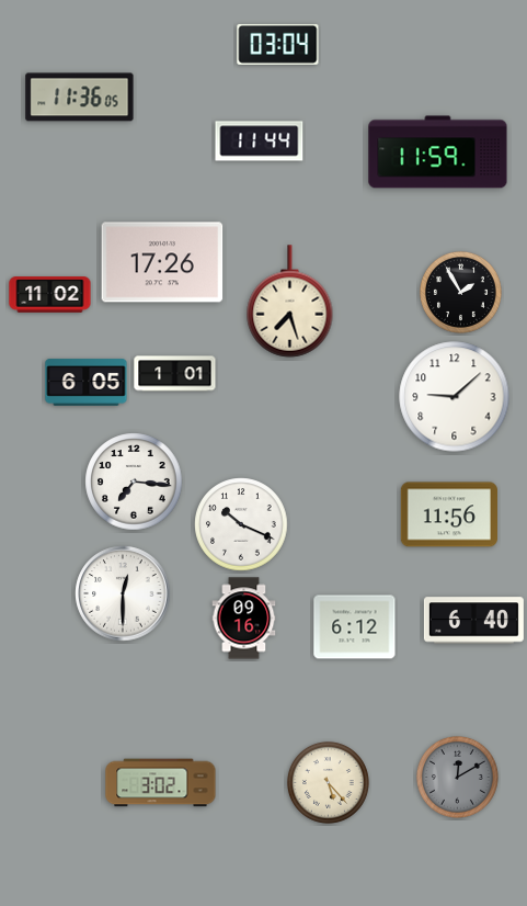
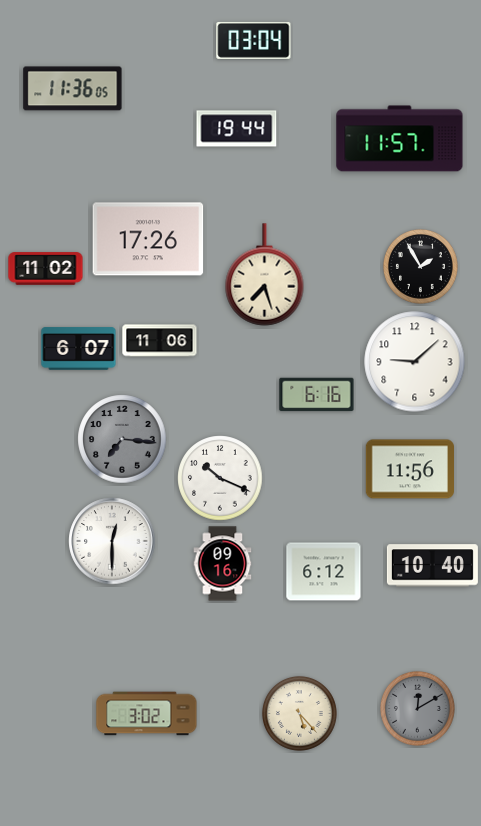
clock at (260, 141): 11:44 -> 19:44
clock at (438, 152): 11:59 -> 11:57
clock at (175, 374): 1:01 -> 11:06
clock at (87, 383): 6:05 -> 6:07
clock at (317, 395): none -> 6:16
clock at (134, 482) dial: white -> grey
clock at (473, 621): 6:40 -> 10:40
